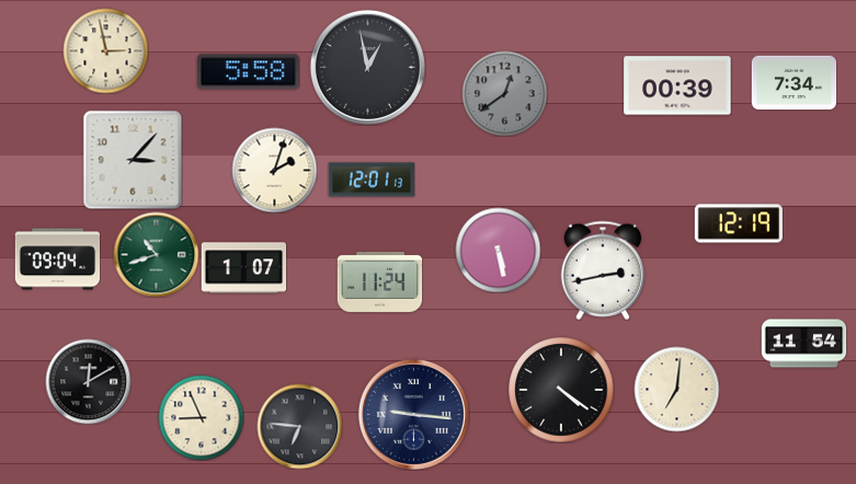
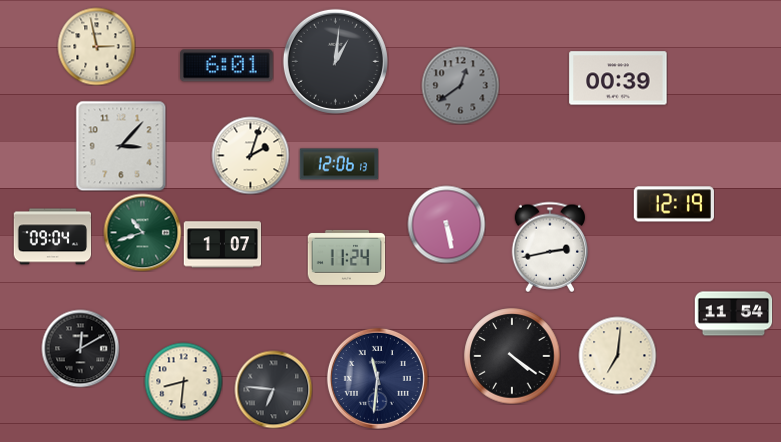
clock at (367, 67): 12:58 -> 1:01
clock at (249, 72): 5:58 -> 6:01
clock at (794, 83): 7:34 -> none
clock at (372, 180): 12:01 -> 12:06
clock at (498, 250) position: (498, 250) -> (446, 224)
clock at (413, 414): 9:16 -> 11:31
clock at (201, 417): 8:56 -> 8:31
